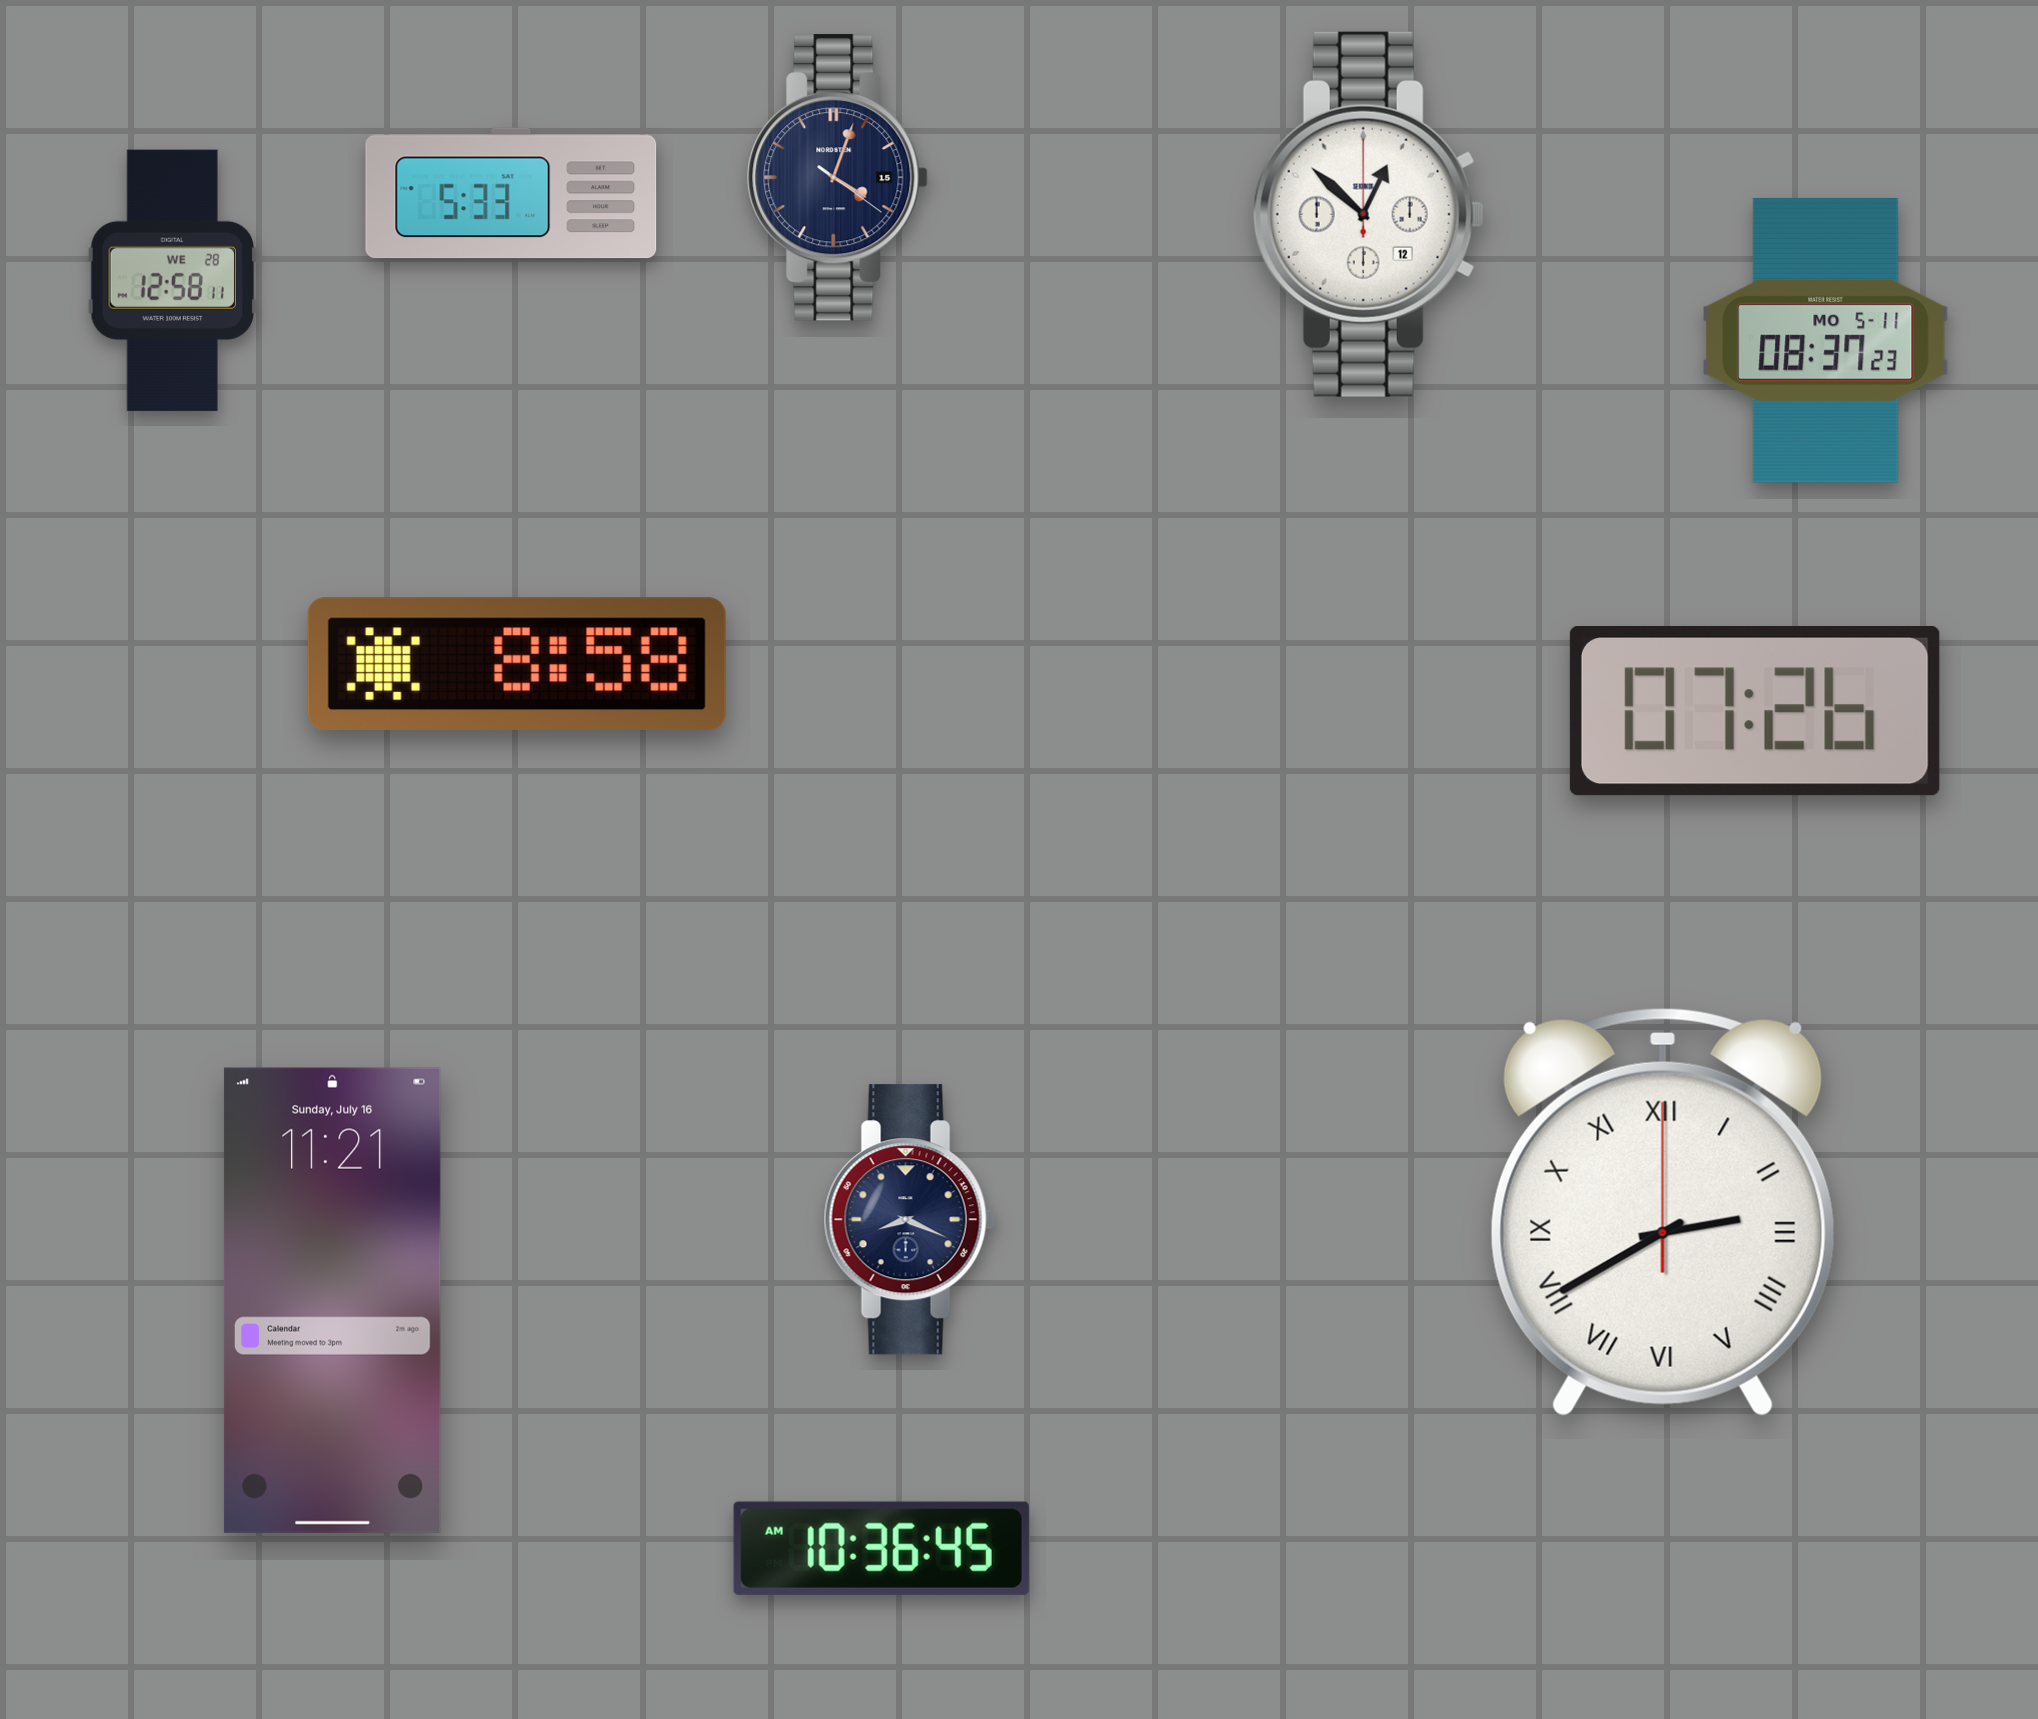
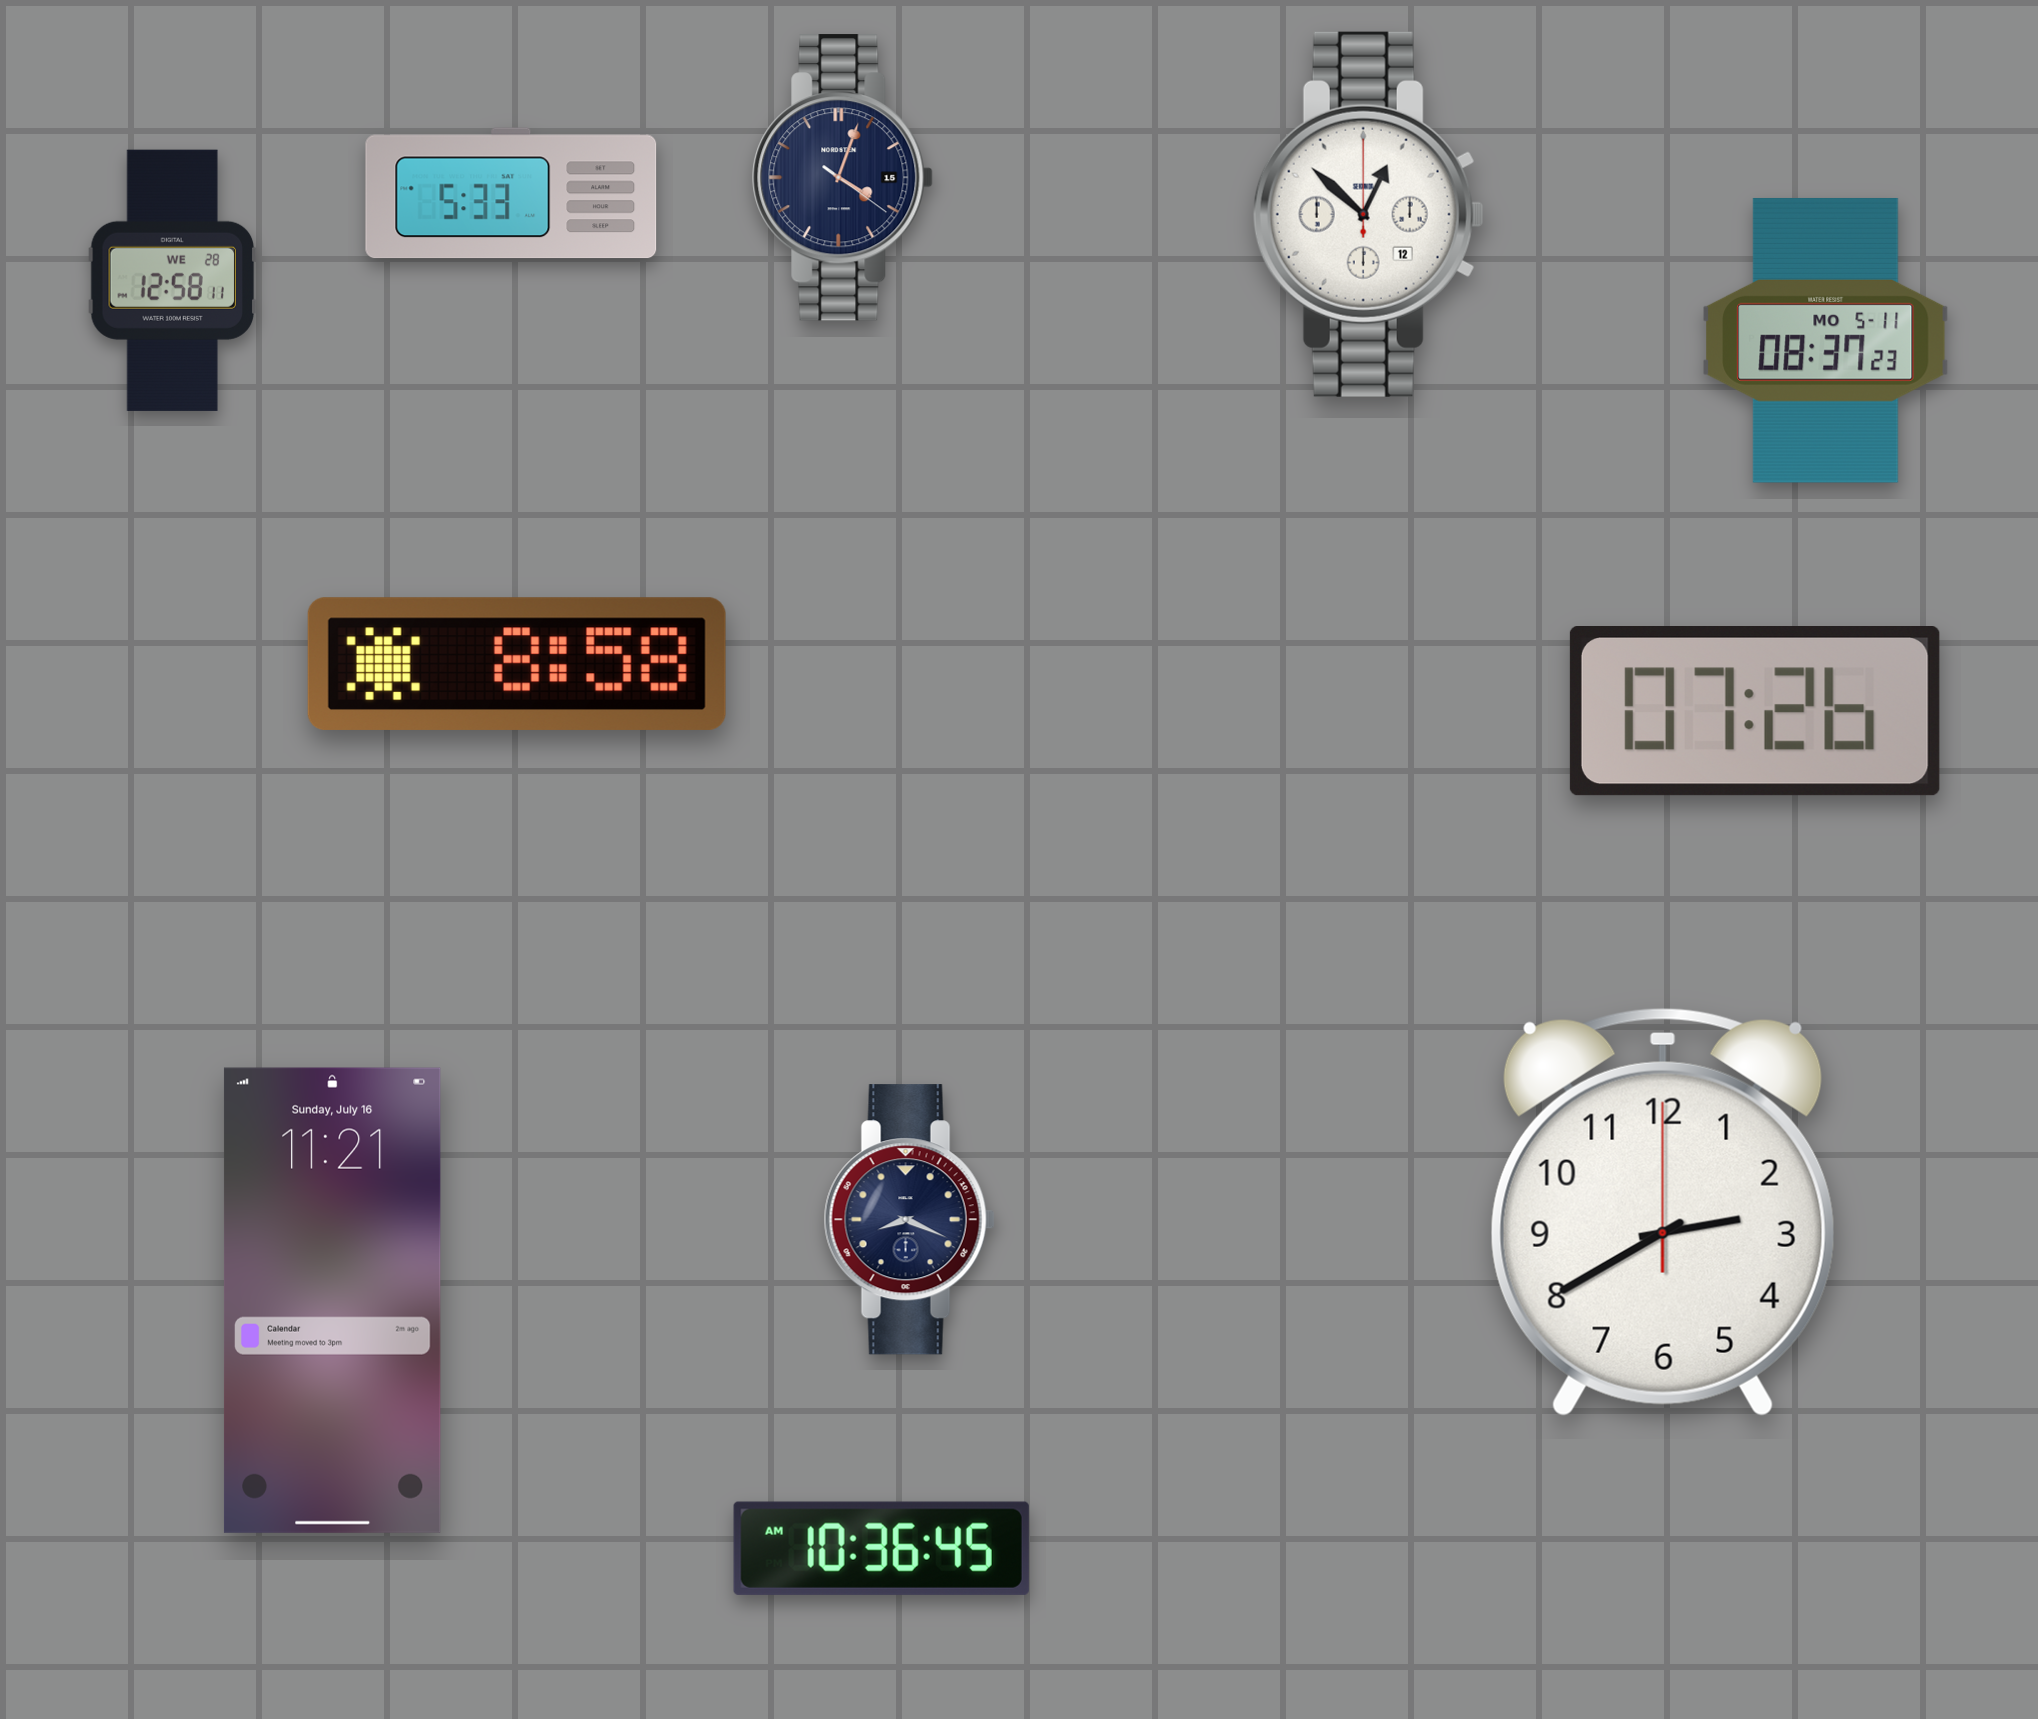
clock at (837, 178) position: (837, 178) -> (842, 178)
clock at (1663, 1212) numerals: Roman -> Arabic
